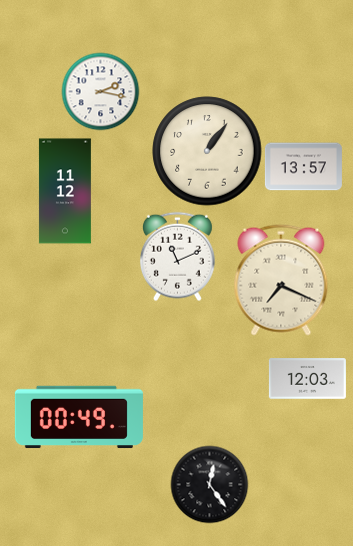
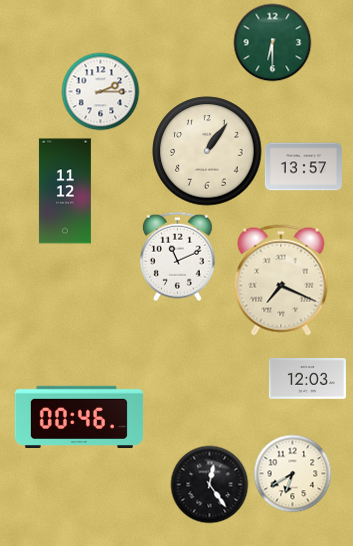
clock at (272, 42): none -> 6:30
clock at (100, 91): 2:17 -> 2:15
clock at (79, 417): 00:49 -> 00:46
clock at (292, 473): none -> 6:40
